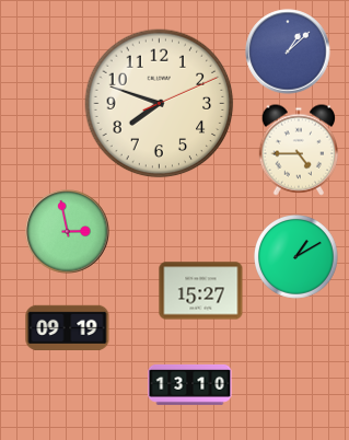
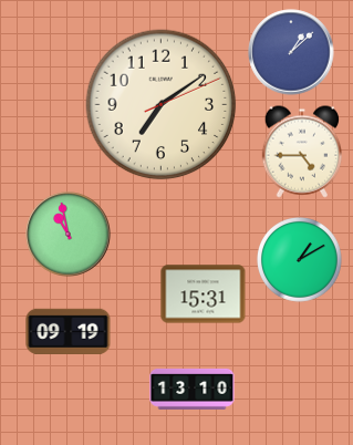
clock at (160, 104): 7:48 -> 7:09
clock at (68, 232): 2:58 -> 10:58
clock at (201, 291): 15:27 -> 15:31
